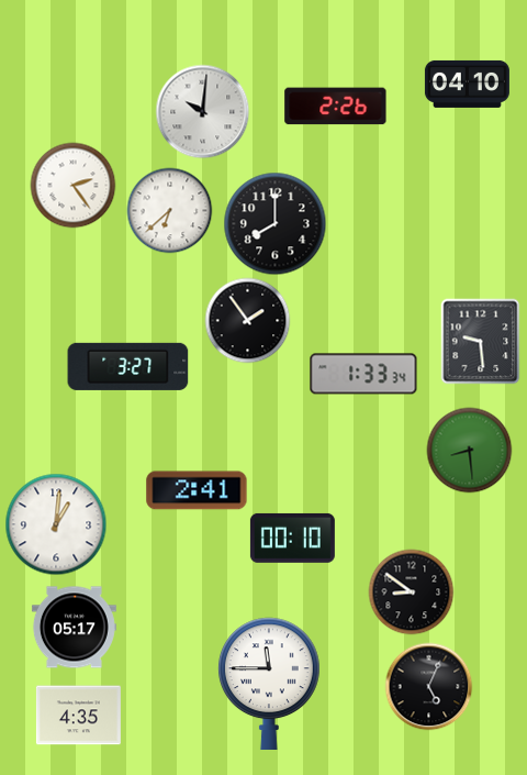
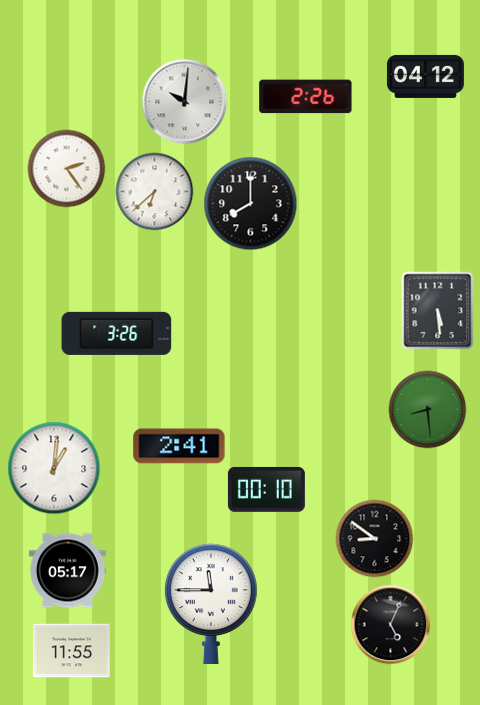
clock at (467, 84): 04:10 -> 04:12
clock at (247, 320): 1:54 -> none
clock at (481, 341): 9:29 -> 5:29
clock at (128, 366): 3:27 -> 3:26
clock at (363, 374): 1:33 -> none
clock at (56, 524) position: (56, 524) -> (54, 468)
clock at (269, 683) position: (269, 683) -> (211, 603)
clock at (78, 716): 4:35 -> 11:55
